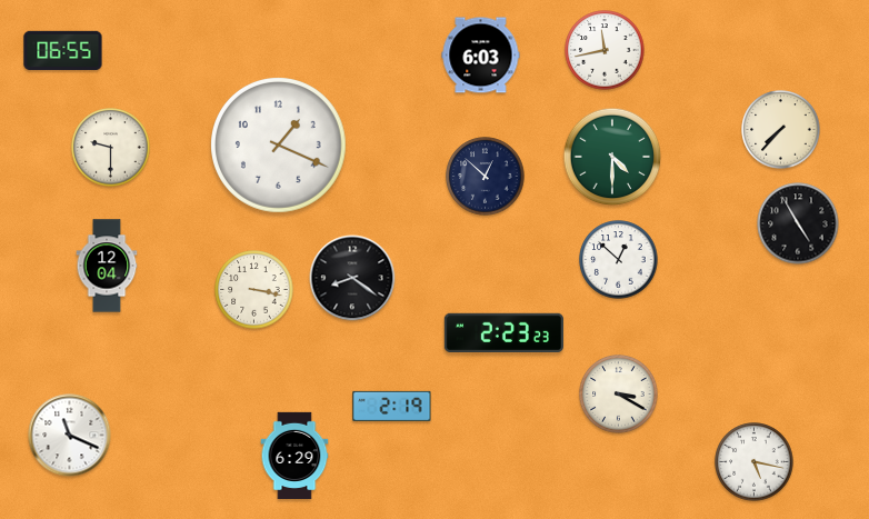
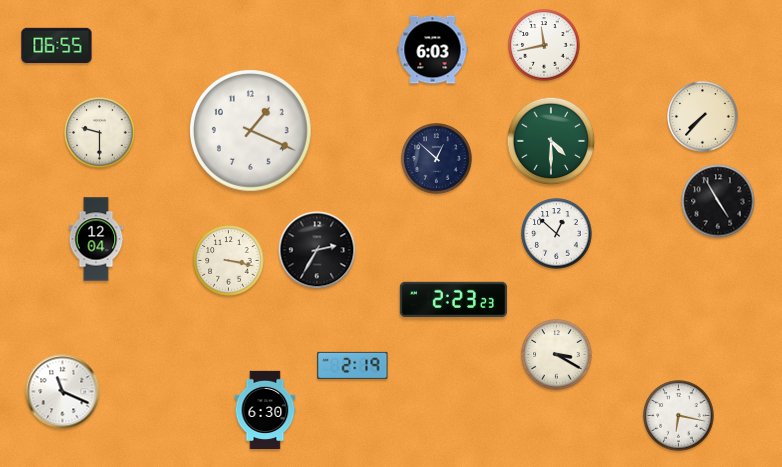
clock at (352, 278): 8:21 -> 2:35
clock at (294, 456): 6:29 -> 6:30
clock at (755, 462): 5:17 -> 6:17
